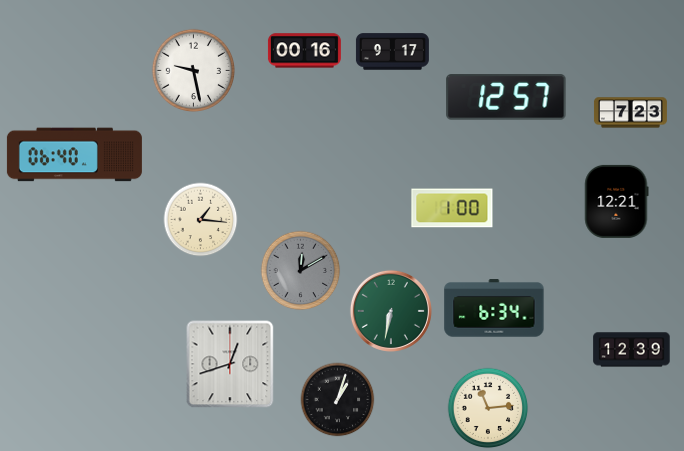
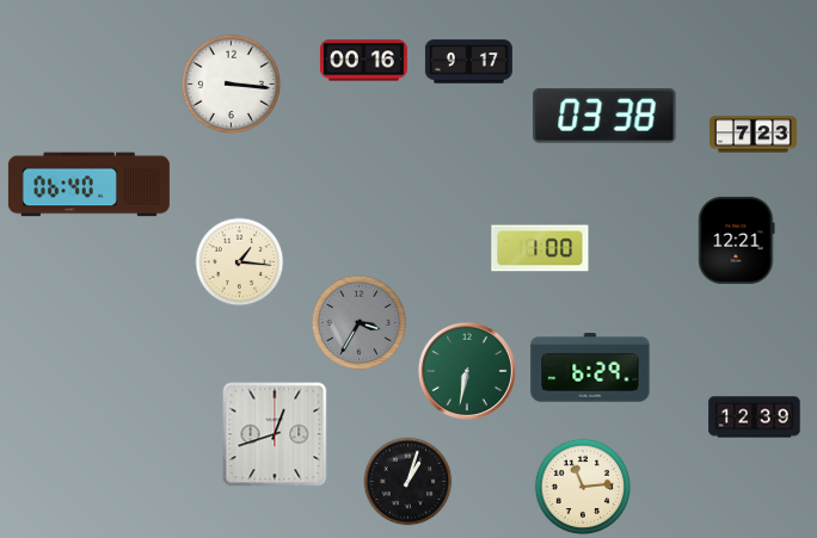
clock at (193, 70): 9:28 -> 3:16
clock at (506, 97): 12:57 -> 03:38
clock at (301, 271): 12:10 -> 3:35
clock at (494, 308): 6:34 -> 6:29
clock at (338, 400) position: (338, 400) -> (408, 482)
